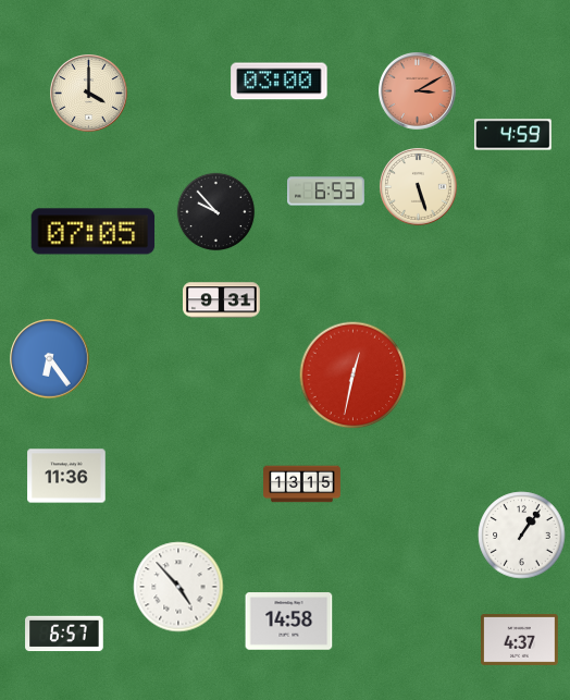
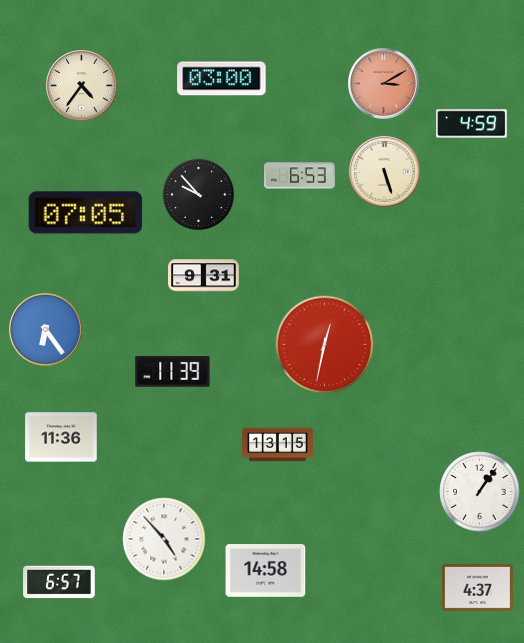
clock at (280, 82) position: (280, 82) -> (222, 79)
clock at (89, 94): 4:00 -> 4:36
clock at (173, 372): none -> 11:39
